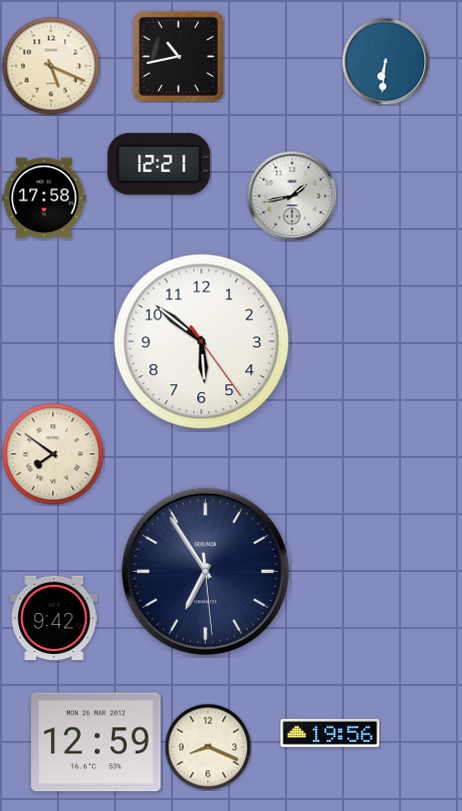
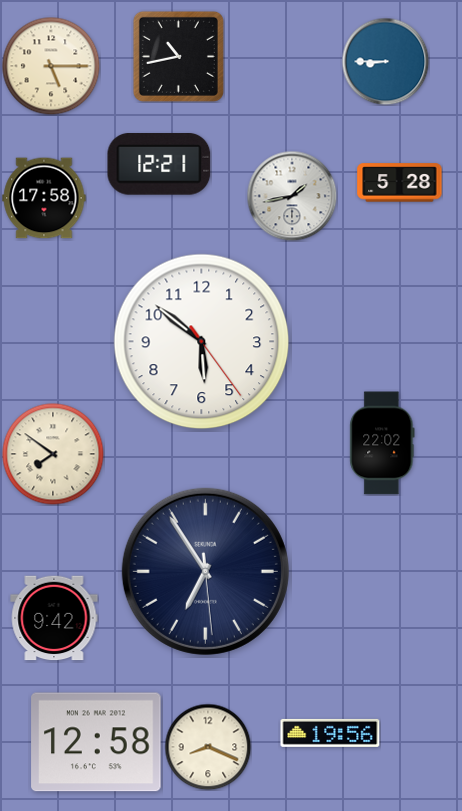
clock at (385, 61): 6:31 -> 8:45
clock at (51, 66): 5:19 -> 5:15
clock at (400, 183): none -> 5:28
clock at (382, 443): none -> 22:02
clock at (96, 742): 12:59 -> 12:58
